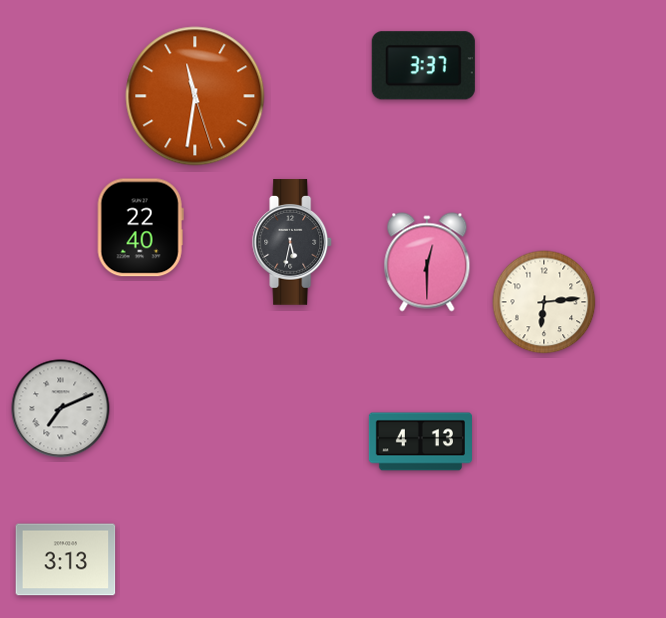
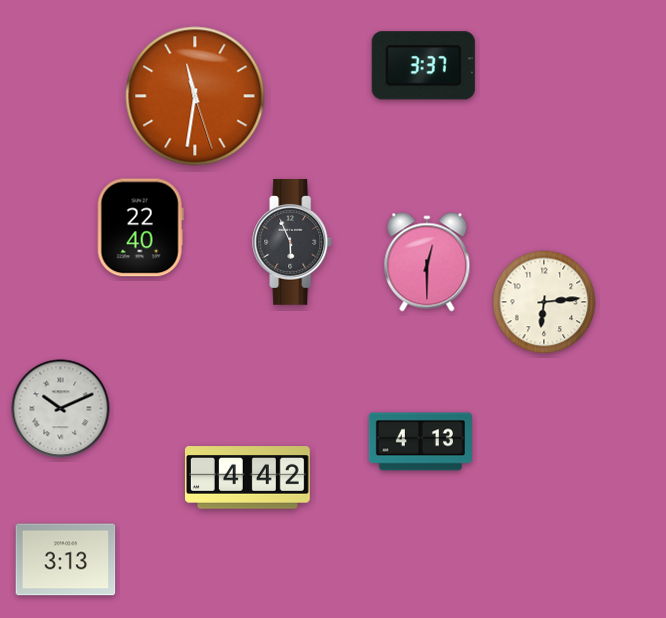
clock at (293, 242): 5:32 -> 5:56
clock at (61, 409): 7:11 -> 10:11
clock at (247, 478): none -> 4:42
